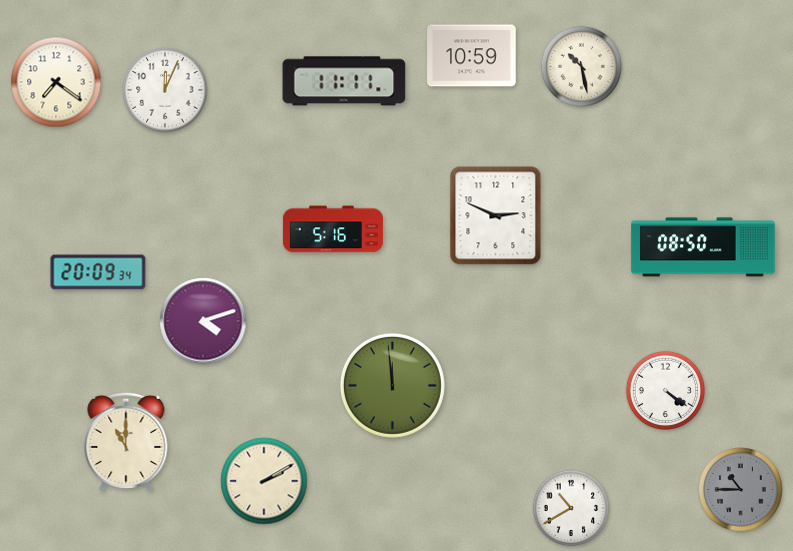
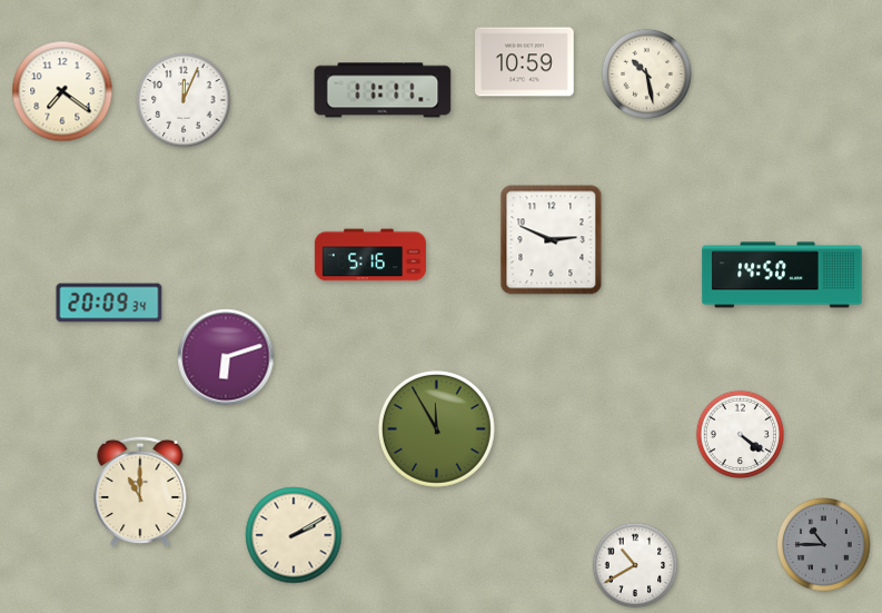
clock at (703, 247): 08:50 -> 14:50
clock at (203, 321): 4:12 -> 6:12
clock at (392, 385): 11:59 -> 11:55
